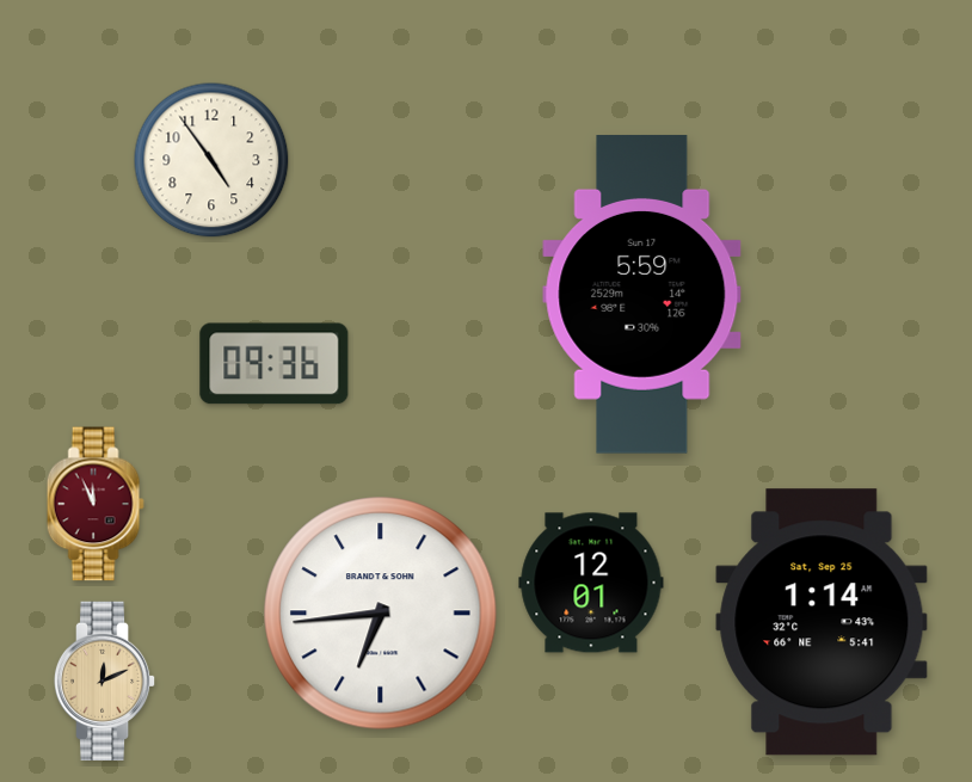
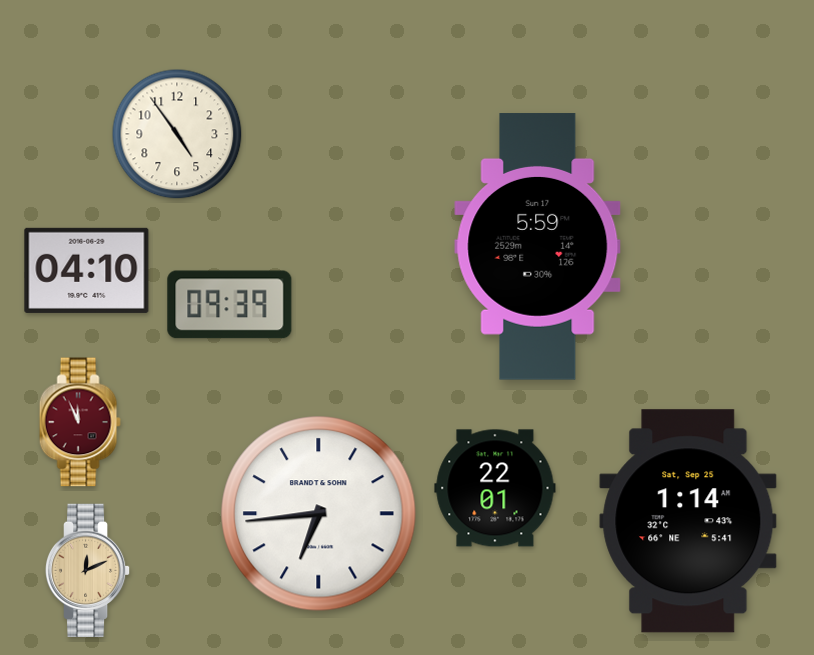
clock at (87, 270): none -> 04:10
clock at (275, 364): 09:36 -> 09:39
clock at (591, 583): 12:01 -> 22:01
